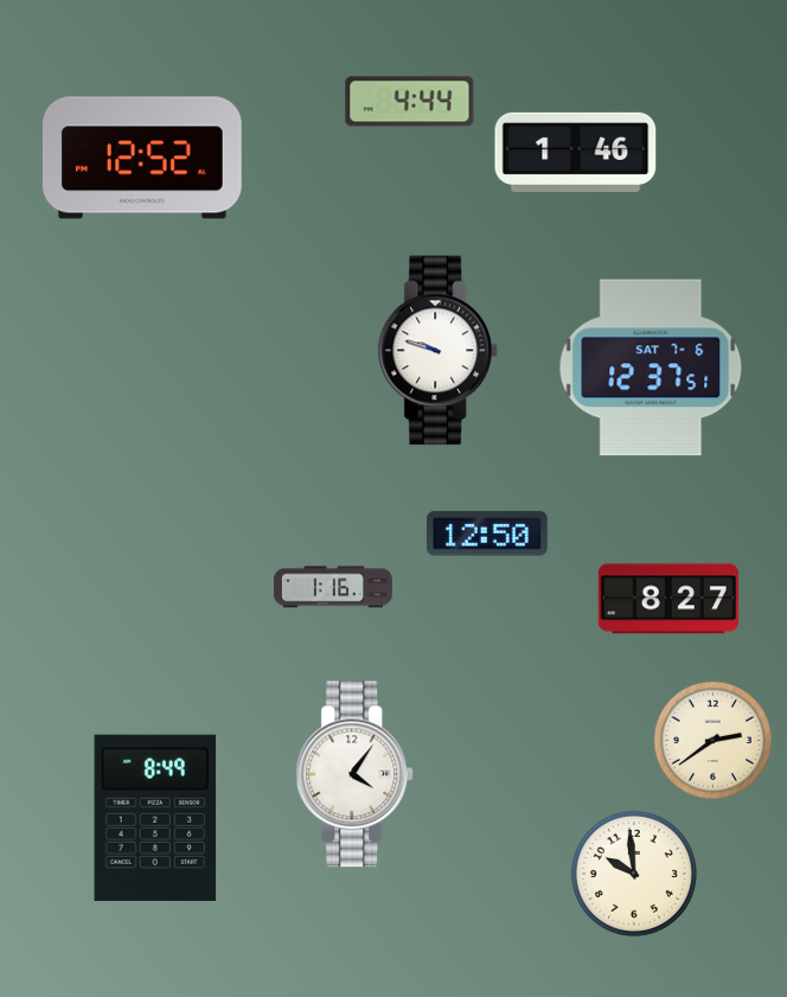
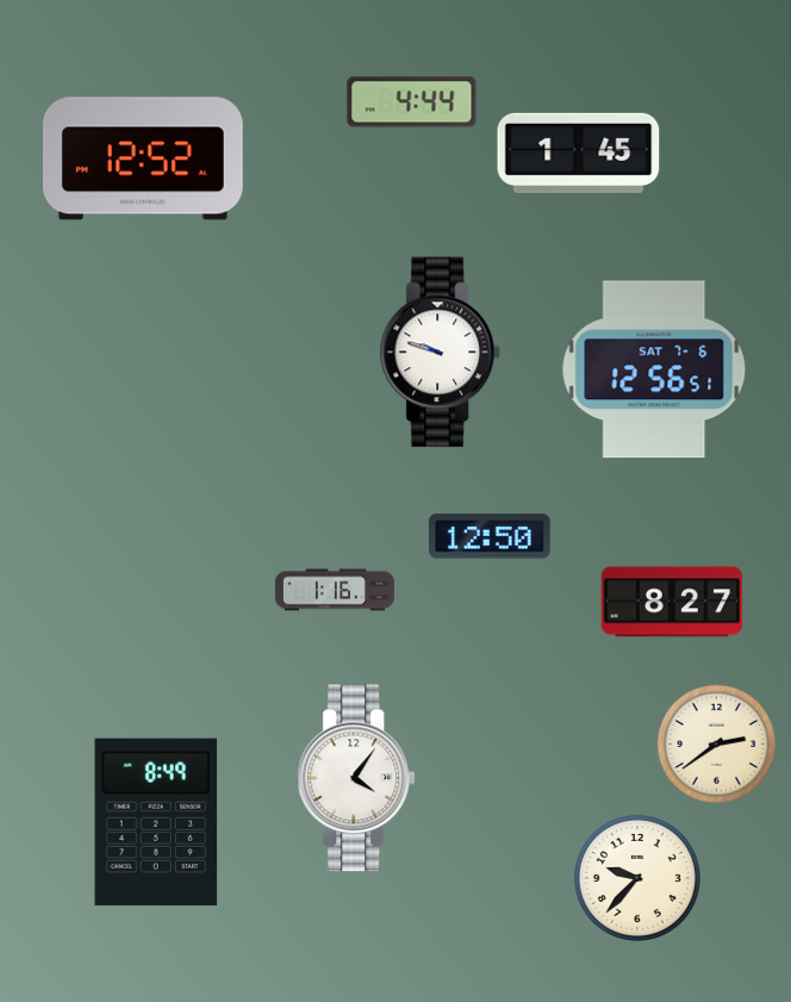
clock at (576, 152): 1:46 -> 1:45
clock at (651, 368): 12:37 -> 12:56
clock at (634, 874): 9:59 -> 9:37
